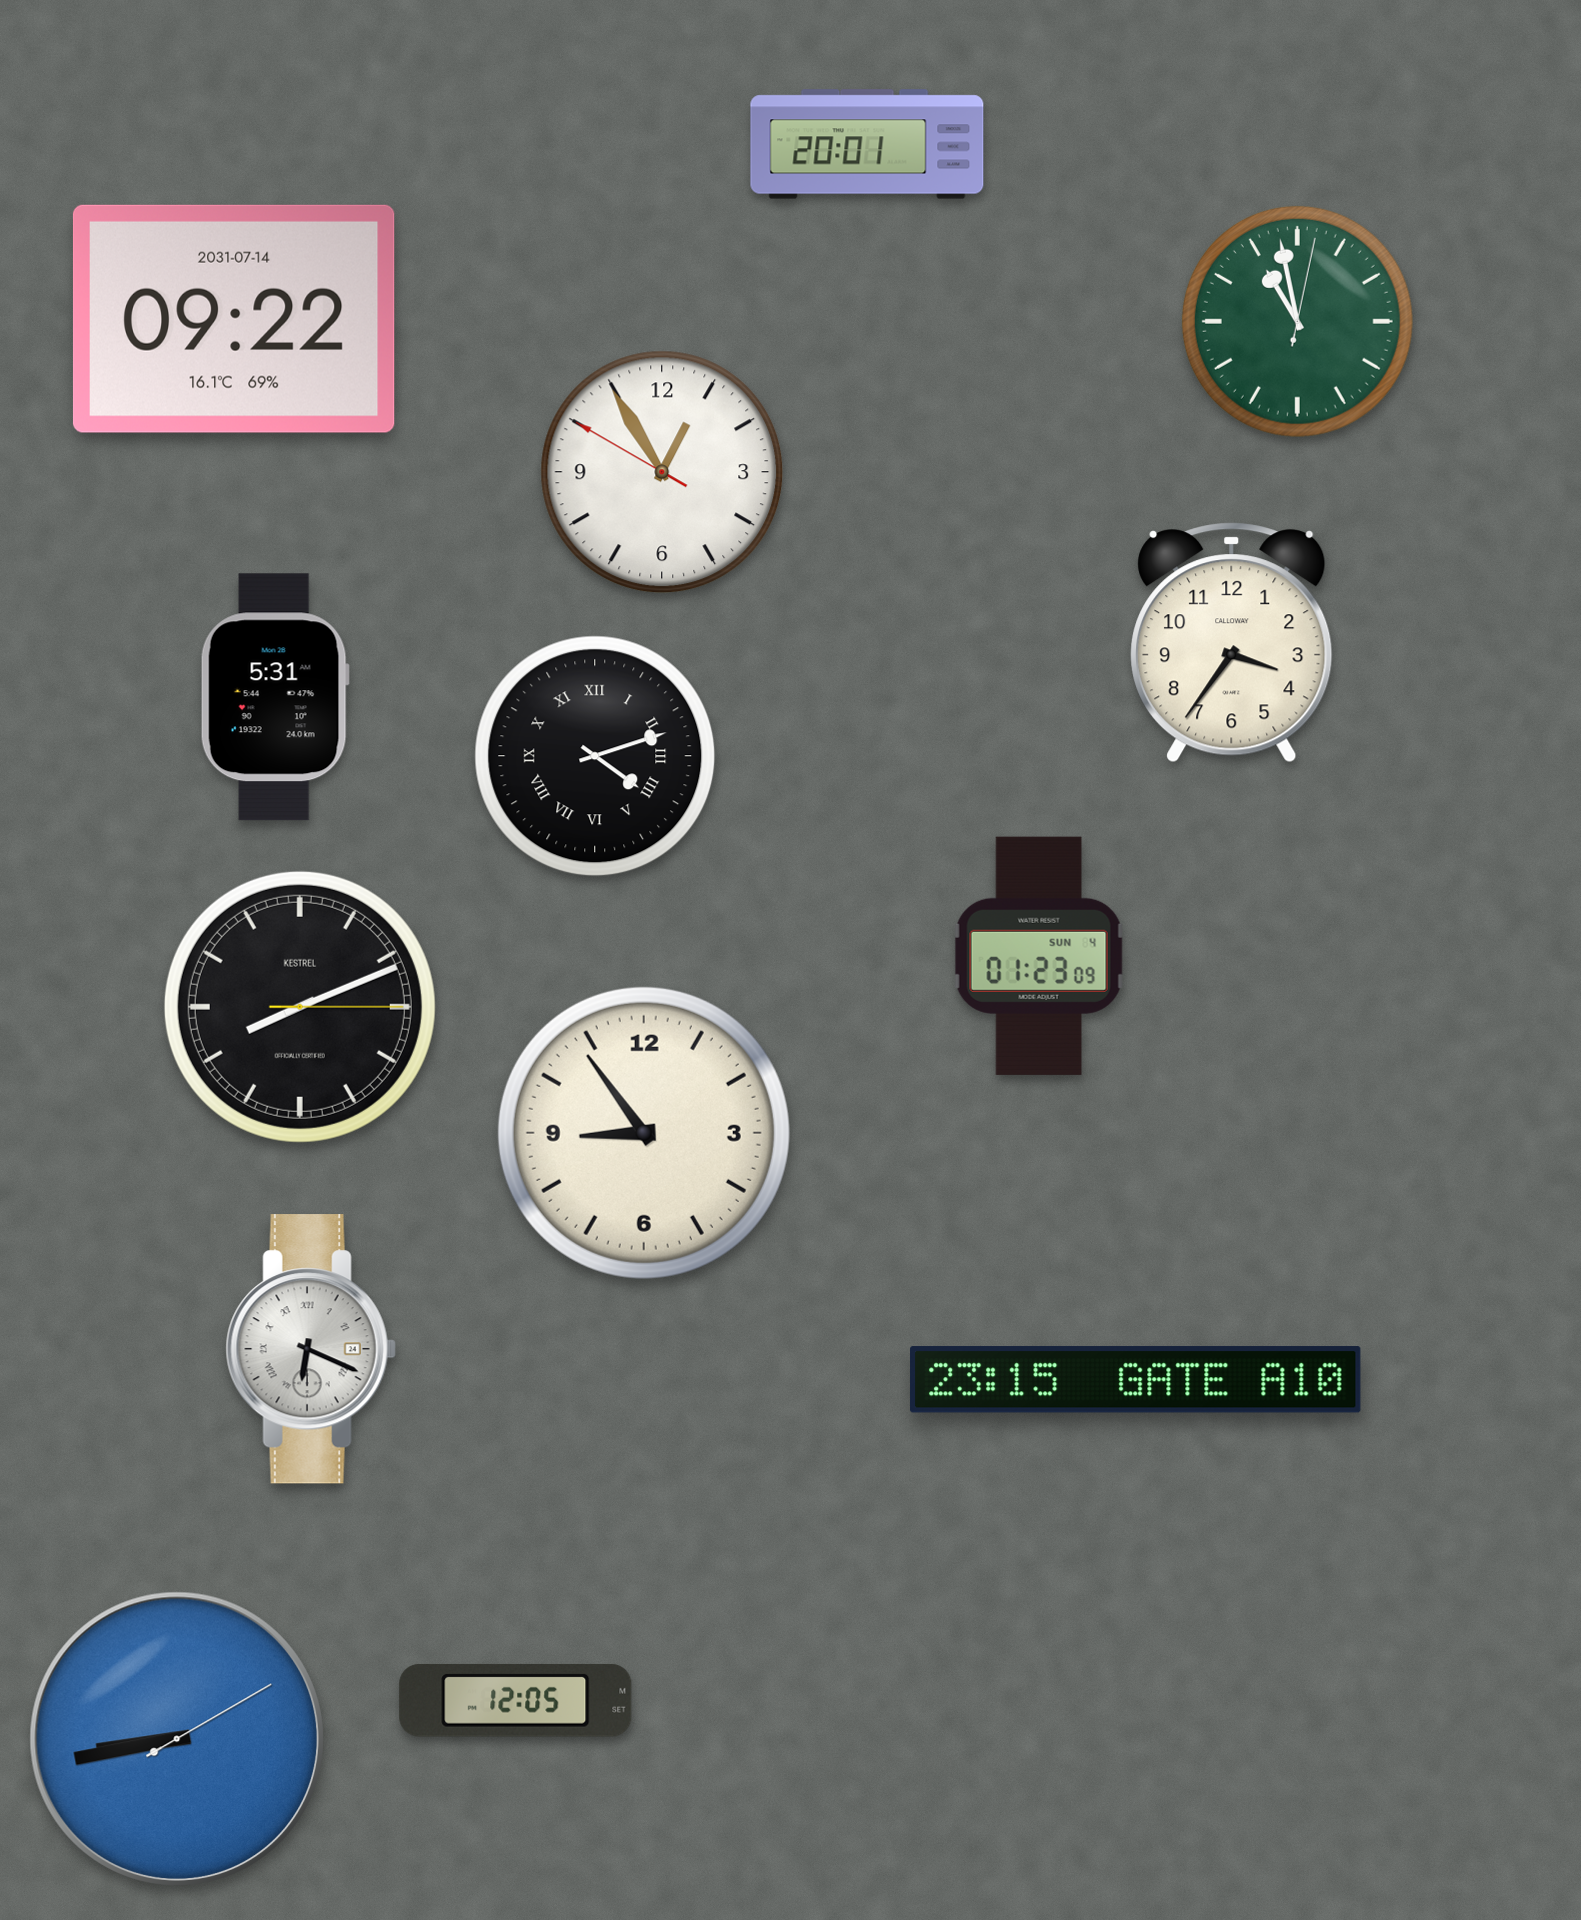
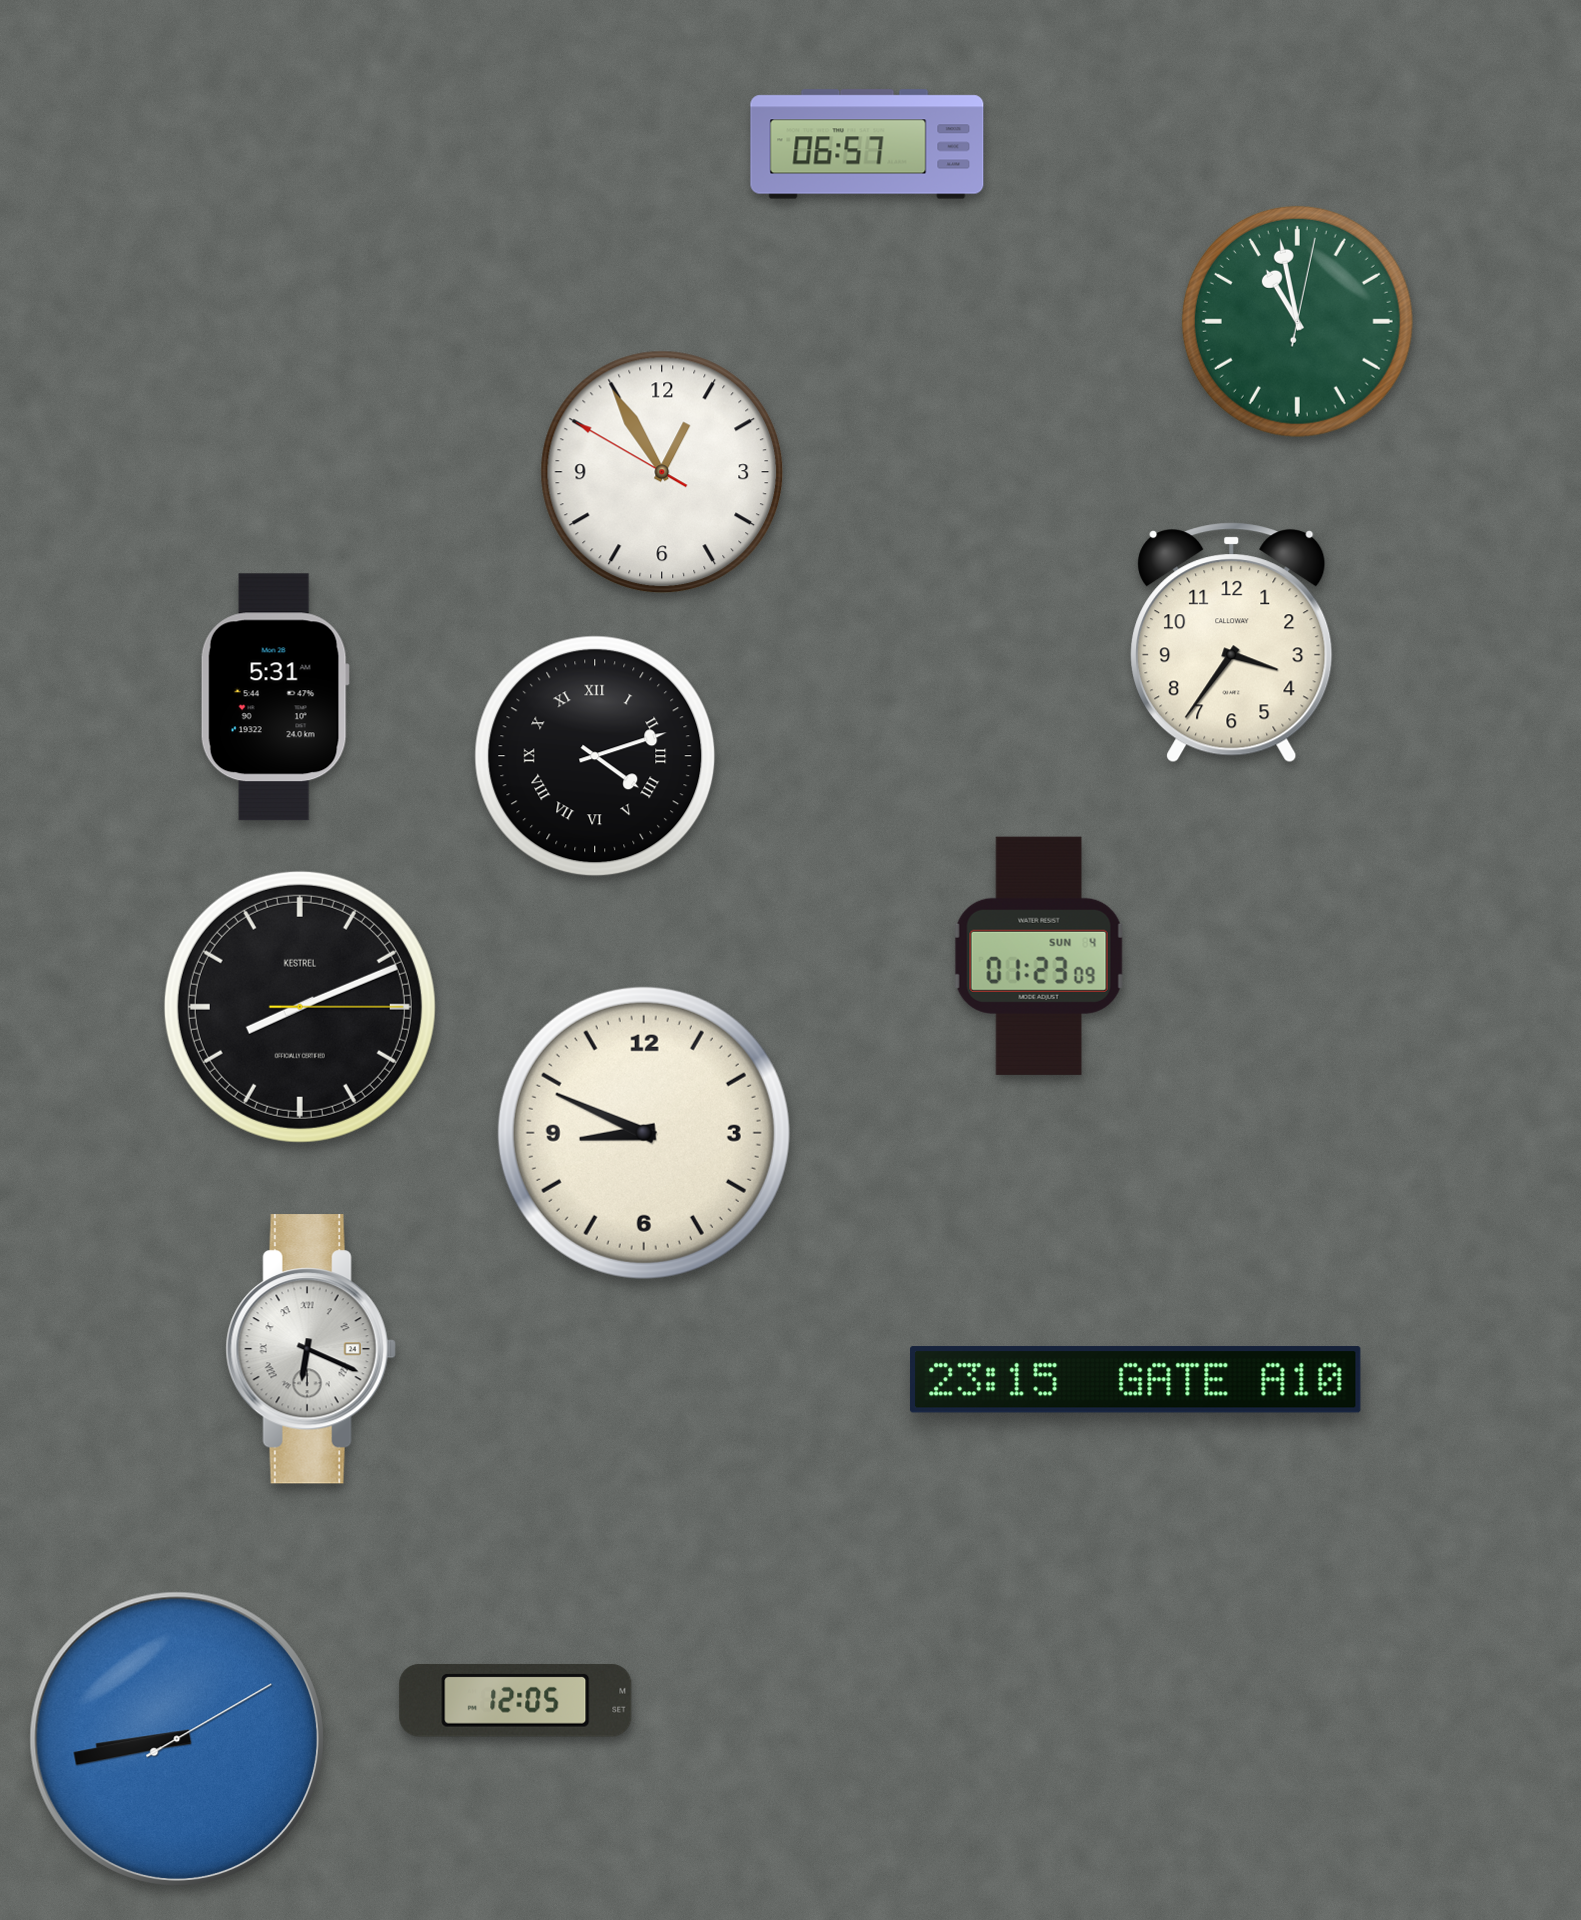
clock at (867, 144): 20:01 -> 06:57
clock at (234, 319): 09:22 -> none
clock at (644, 1133): 8:54 -> 8:49
